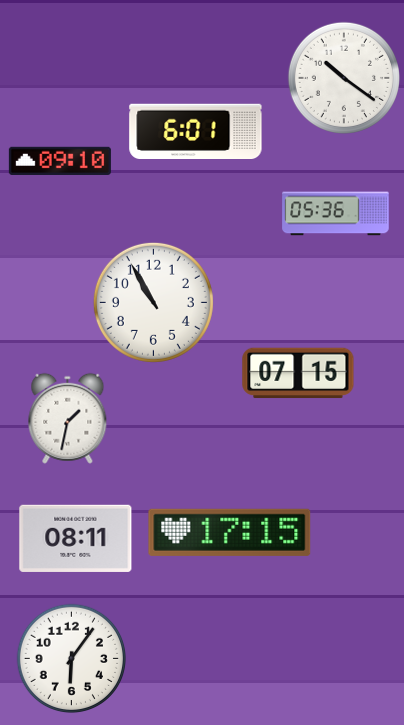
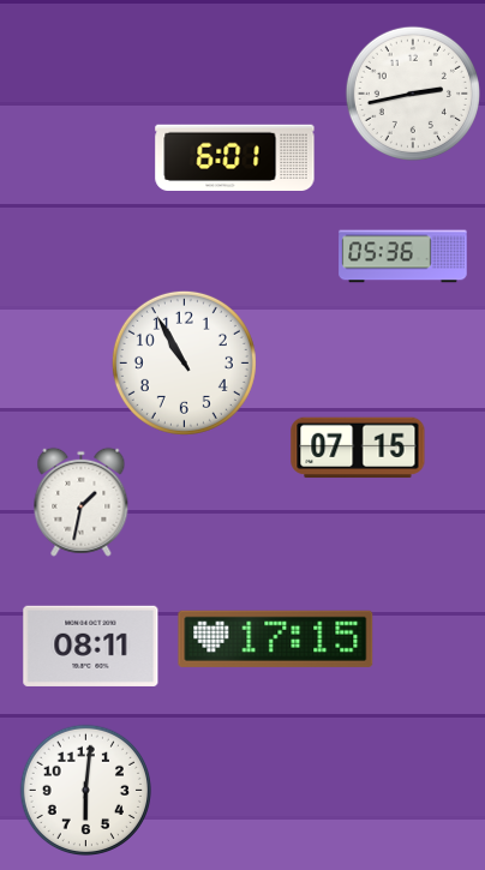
clock at (344, 78): 10:21 -> 2:43
clock at (60, 161): 09:10 -> none
clock at (71, 658): 6:06 -> 6:01
